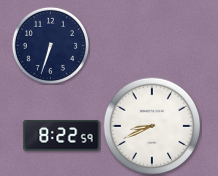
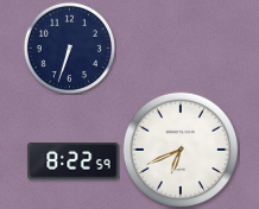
clock at (50, 45) position: (50, 45) -> (69, 47)
clock at (152, 126): 8:41 -> 6:41
